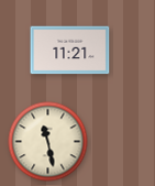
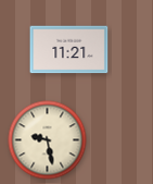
clock at (48, 142): 11:28 -> 9:28
